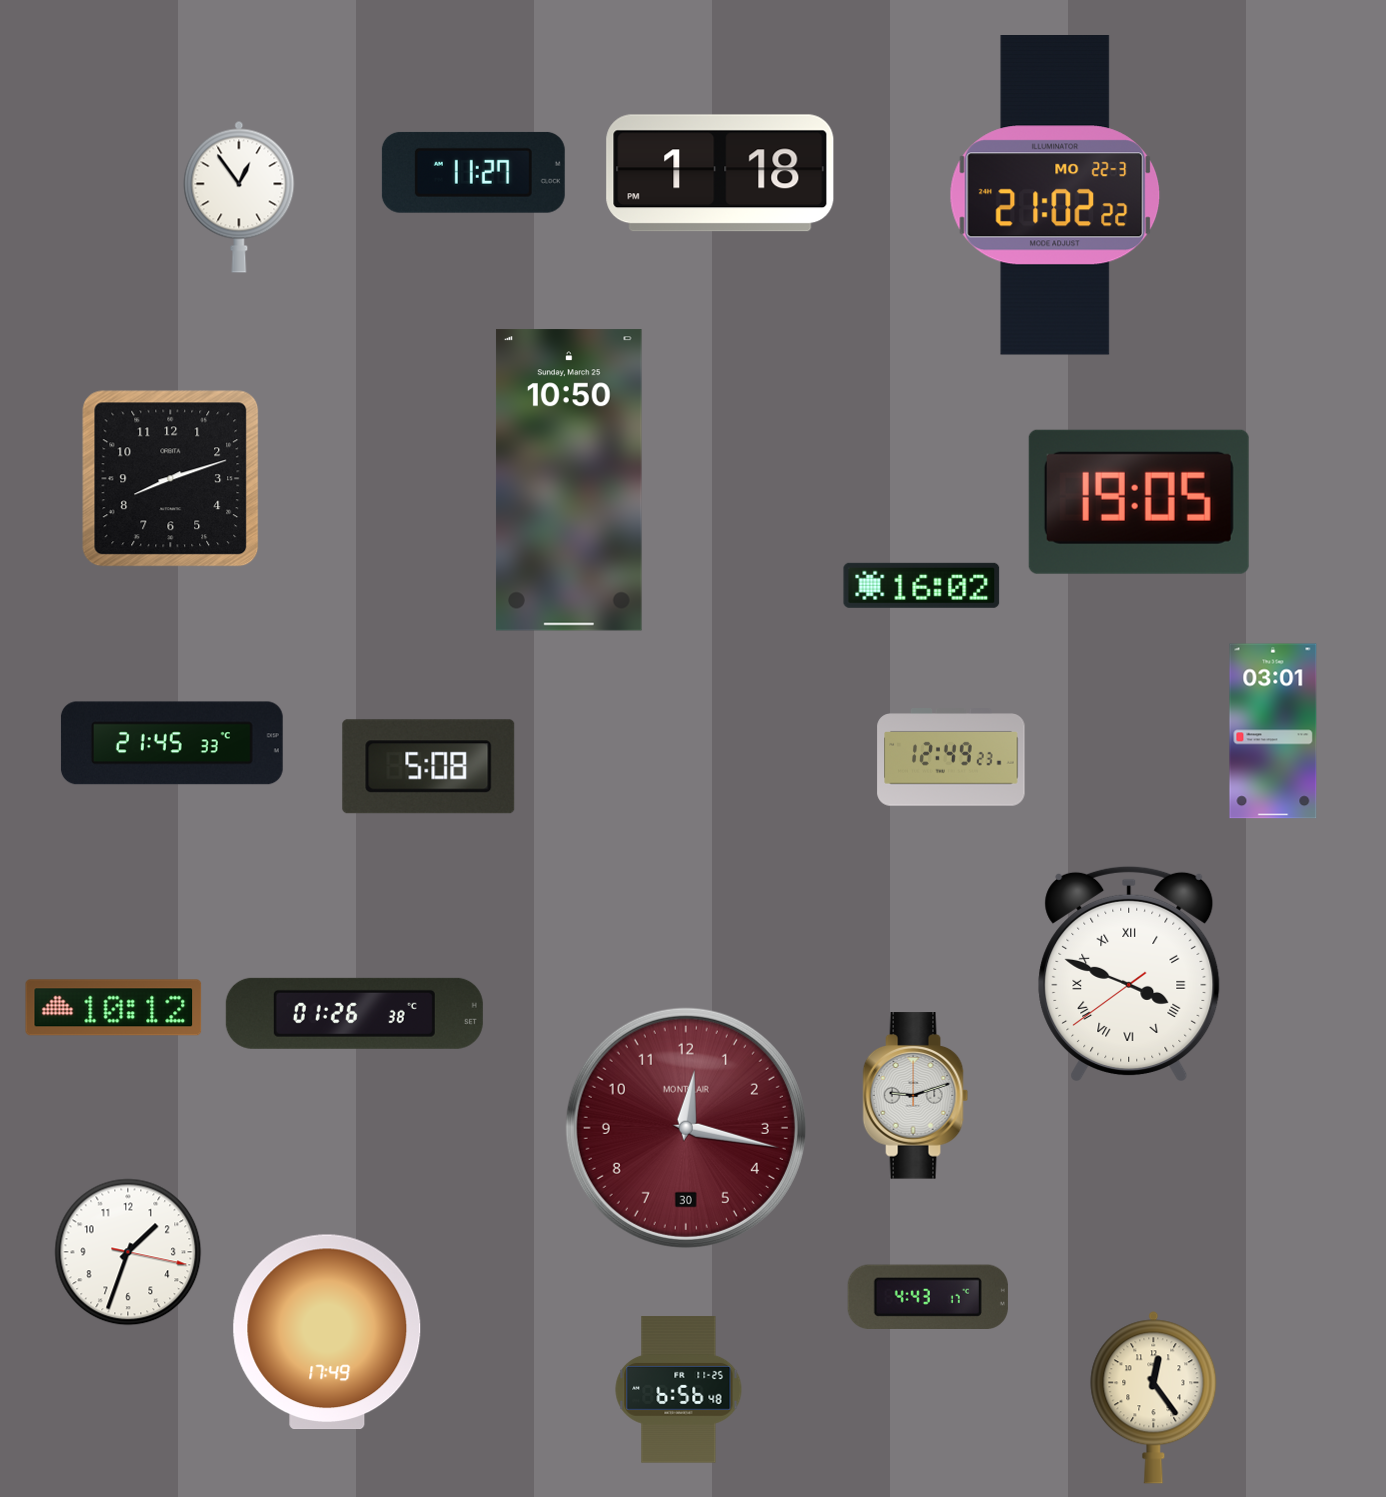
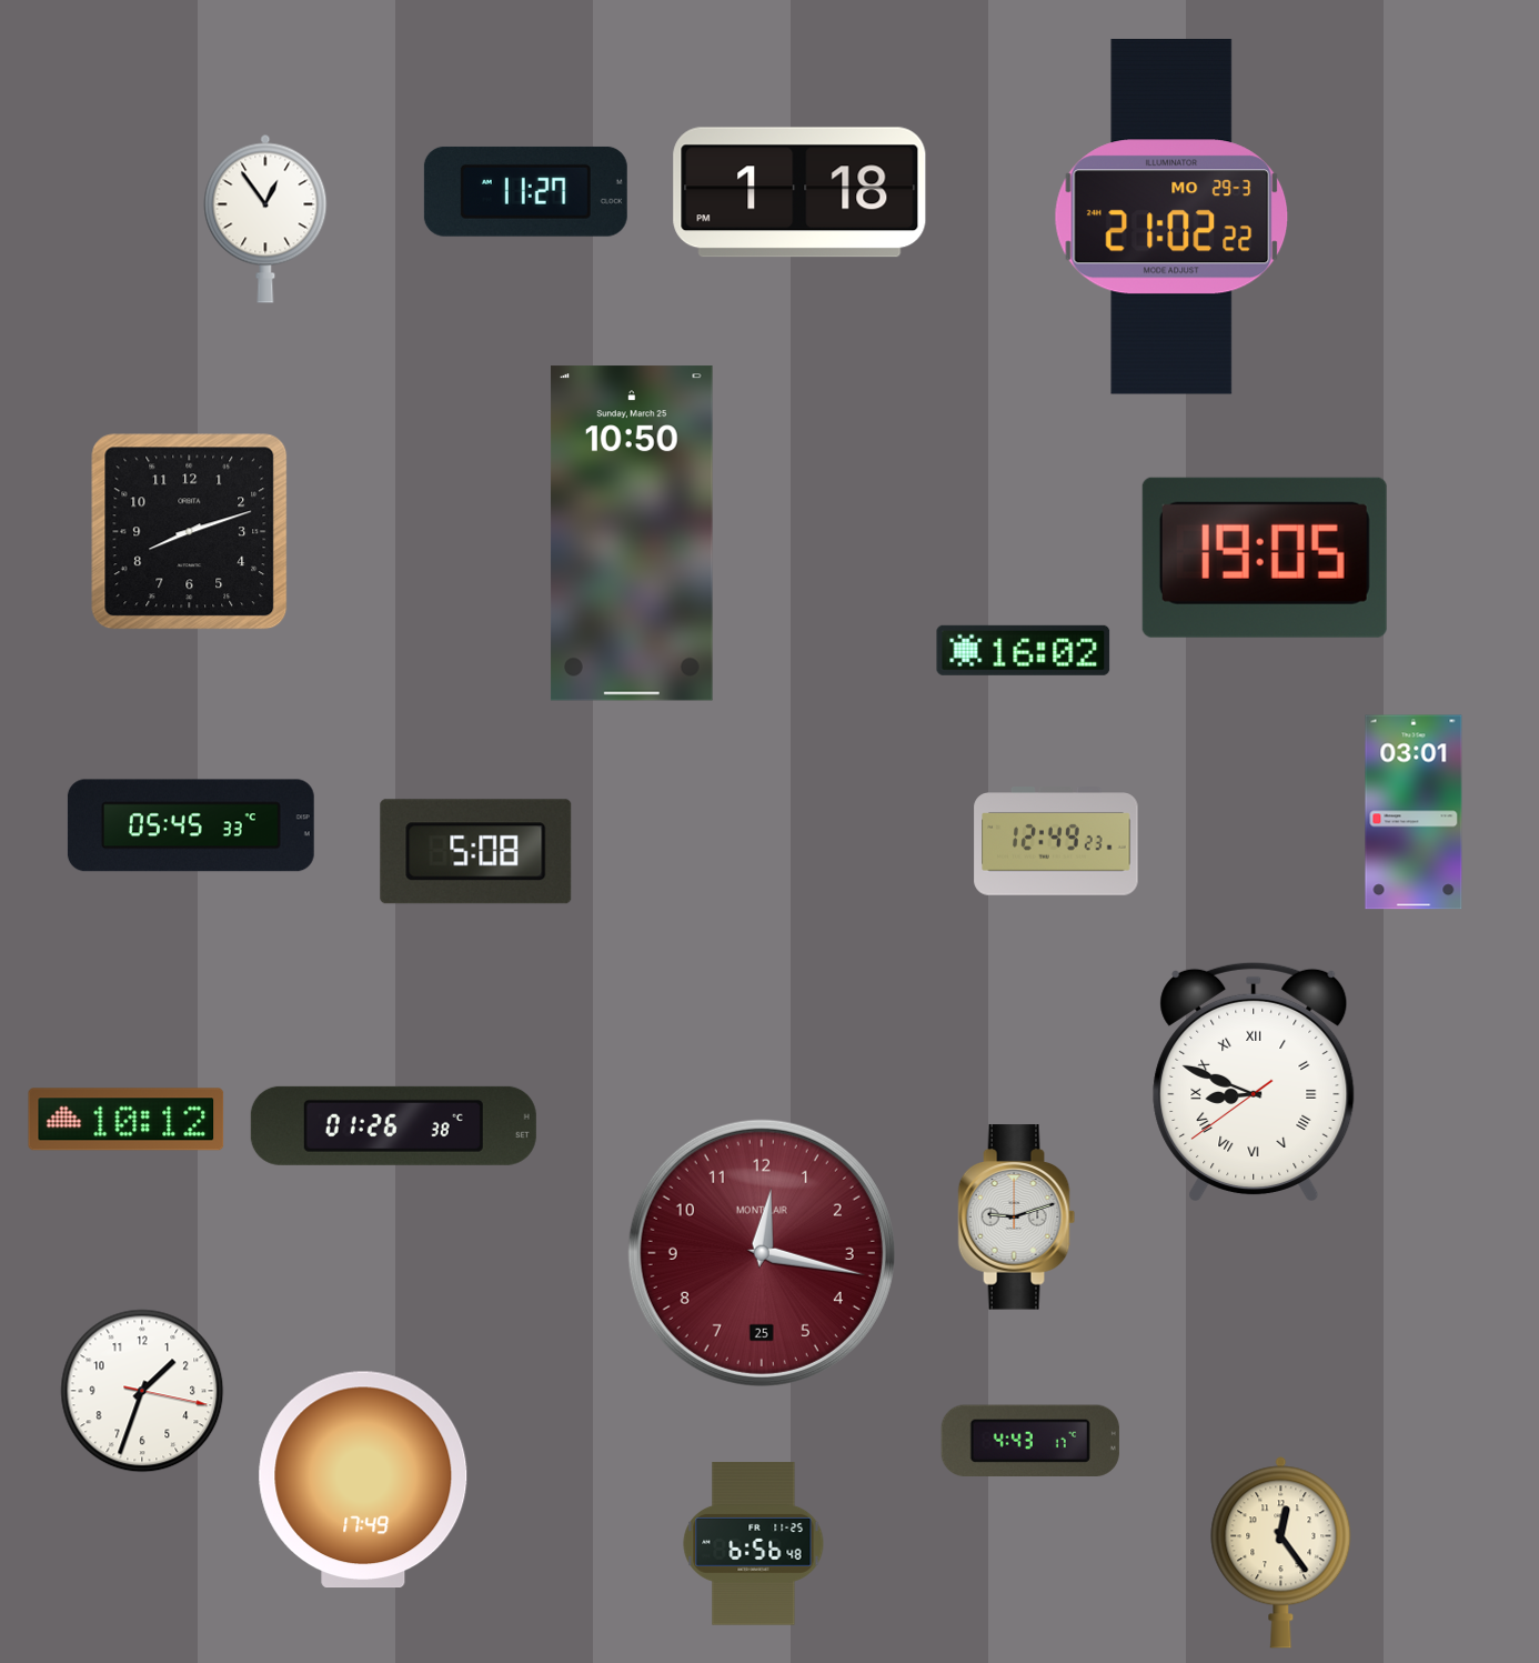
clock at (1055, 196) date: MO 22-3 -> MO 29-3
clock at (172, 743): 21:45 -> 05:45
clock at (1129, 974): 3:48 -> 8:48
clock at (686, 1128) date: 30 -> 25
